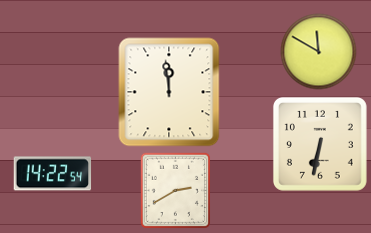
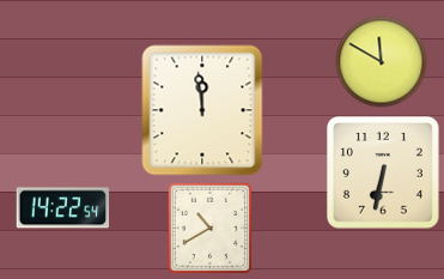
clock at (176, 190): 2:40 -> 10:40
